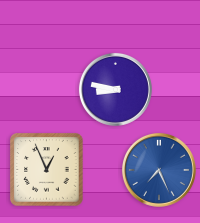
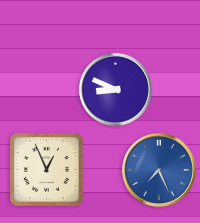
clock at (115, 89): 8:47 -> 8:49
